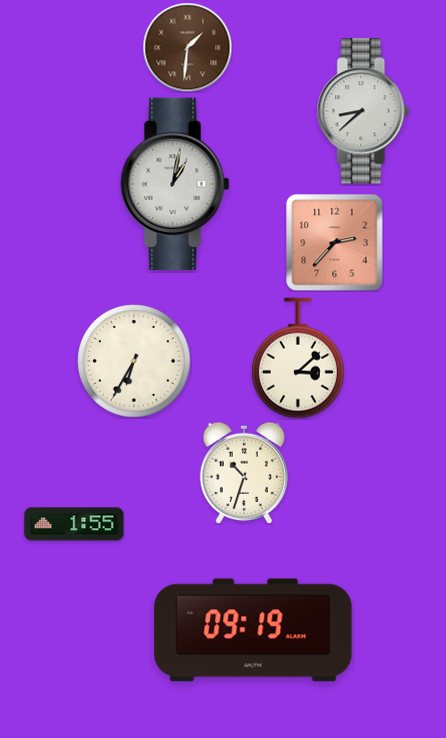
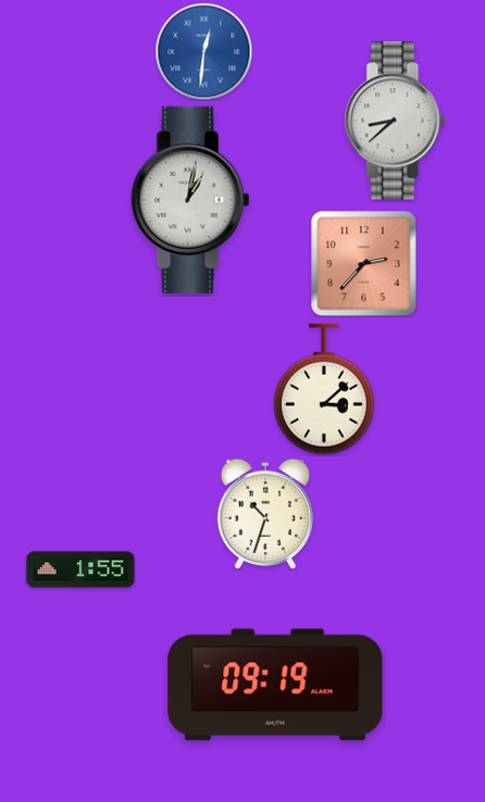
clock at (187, 47): 1:31 -> 12:31
clock at (187, 47) dial: brown -> blue
clock at (134, 361): 6:35 -> none
